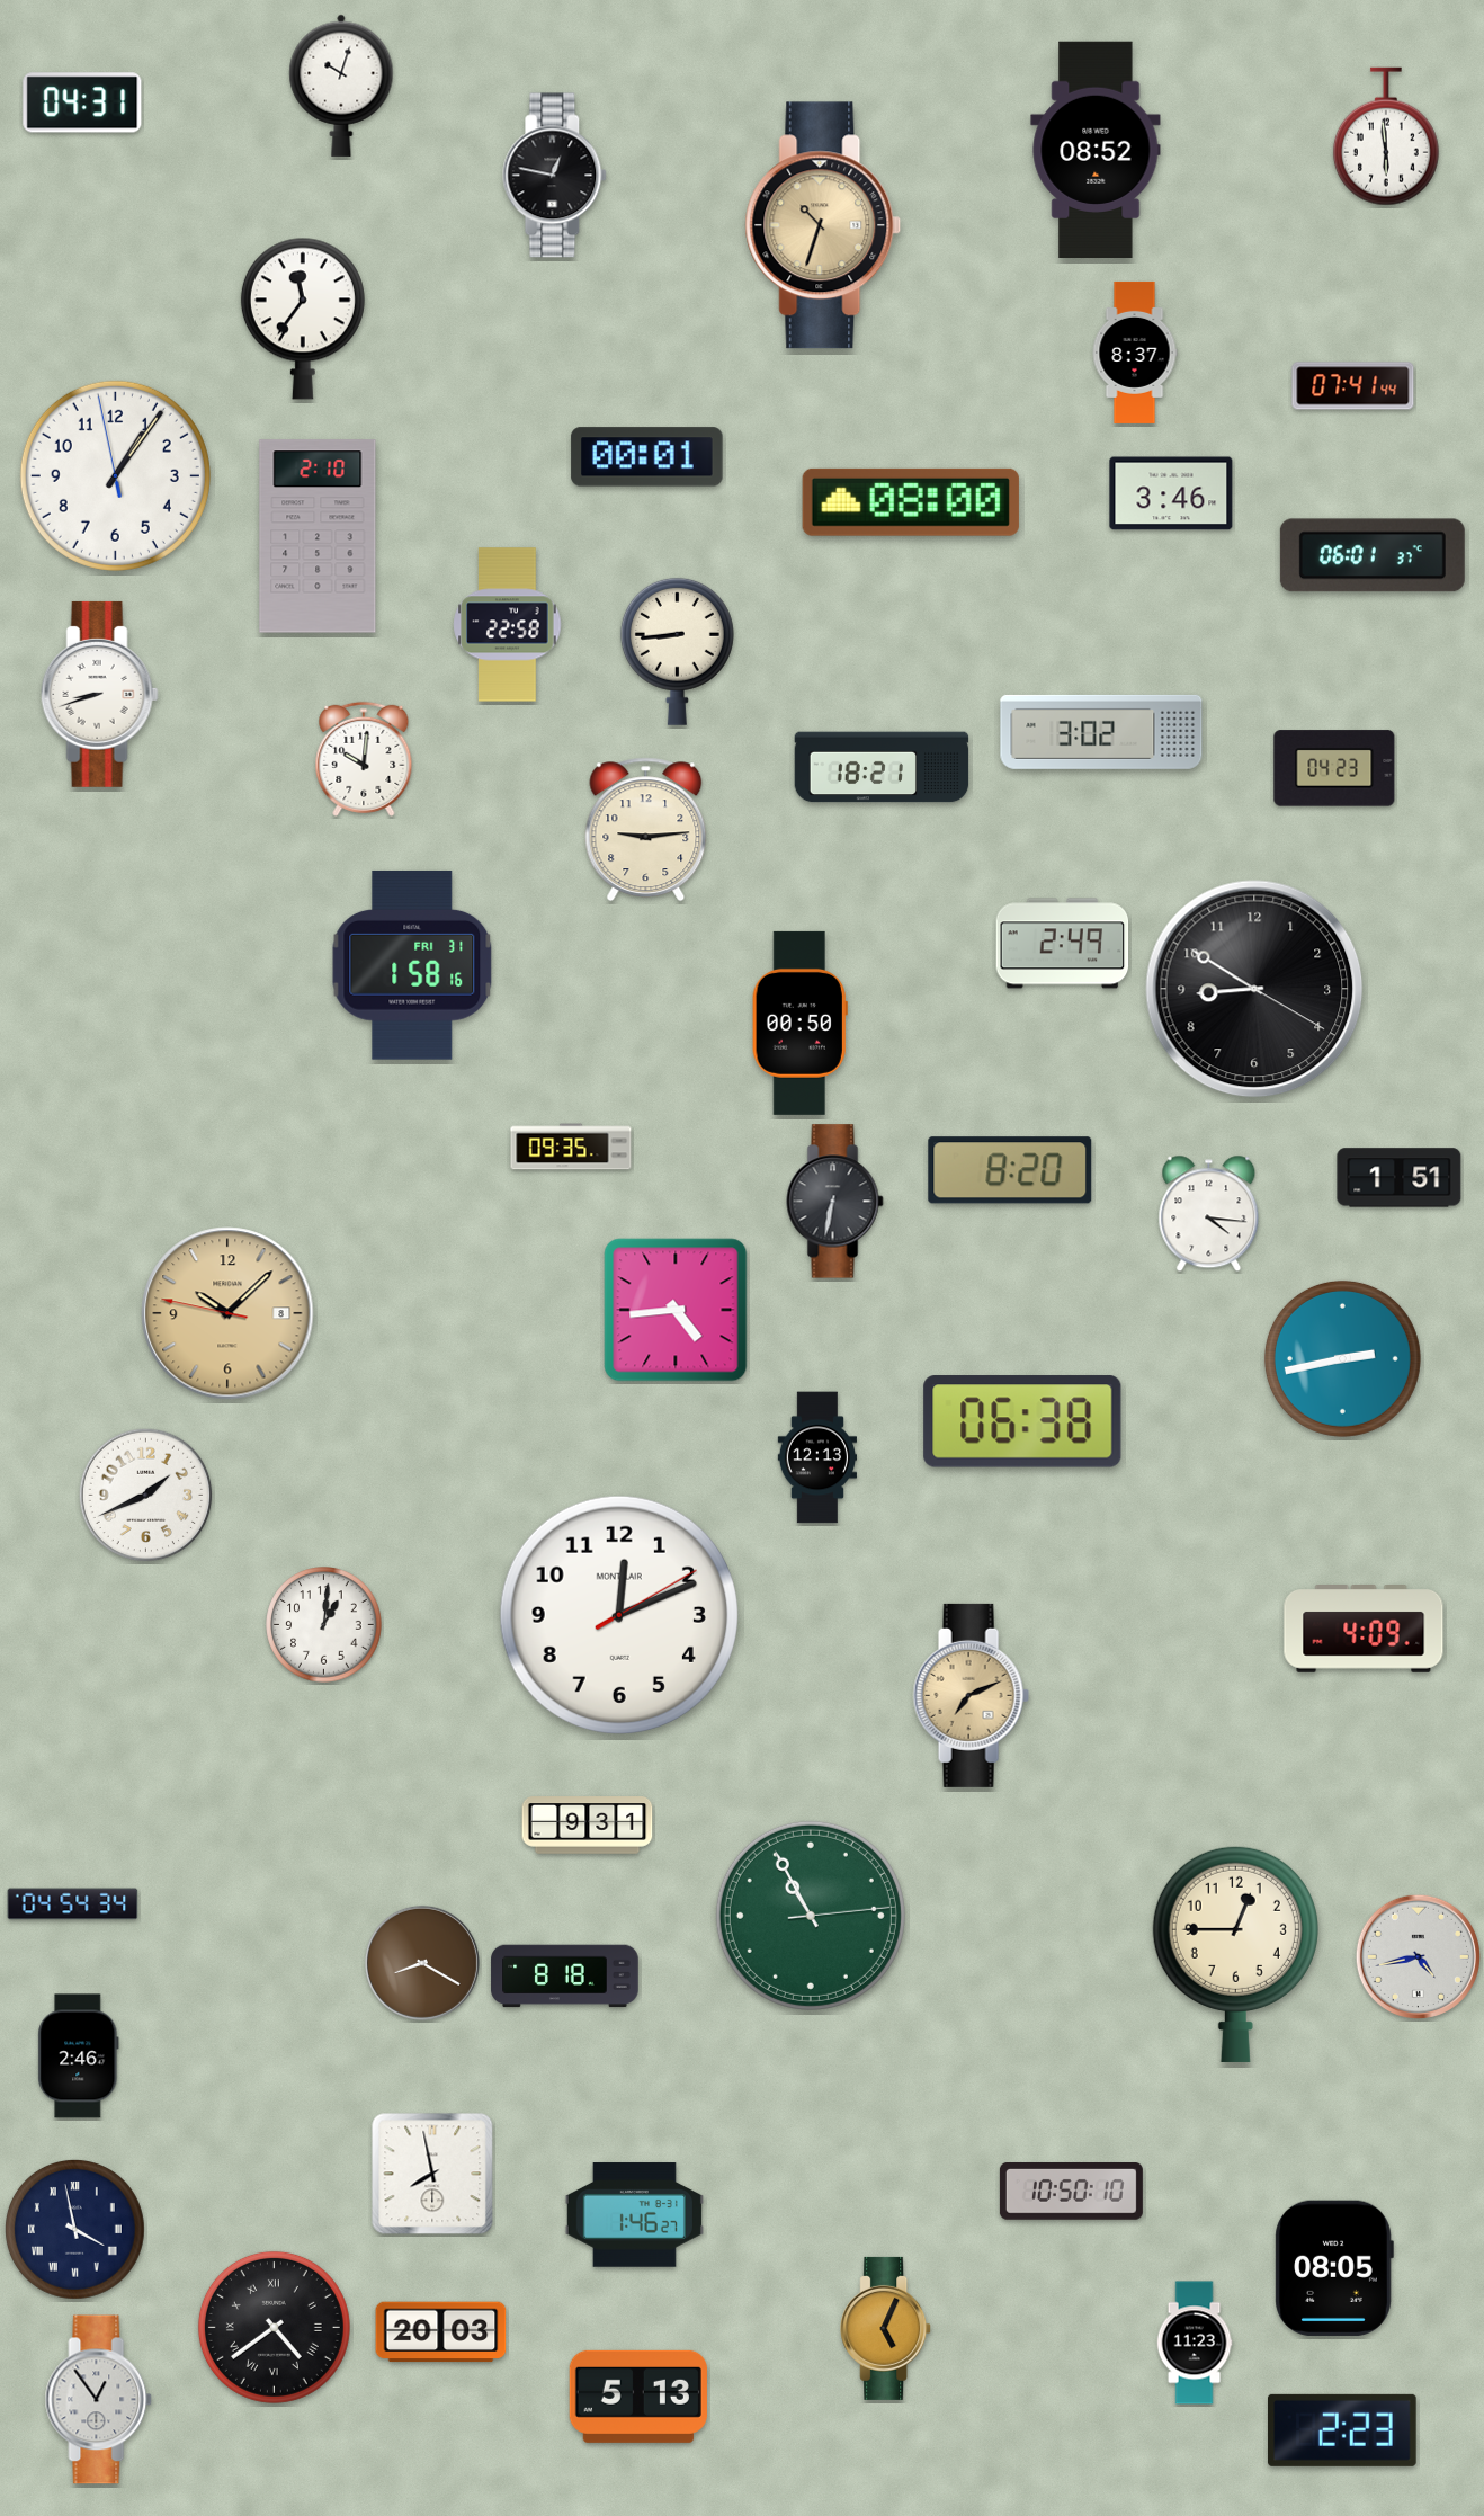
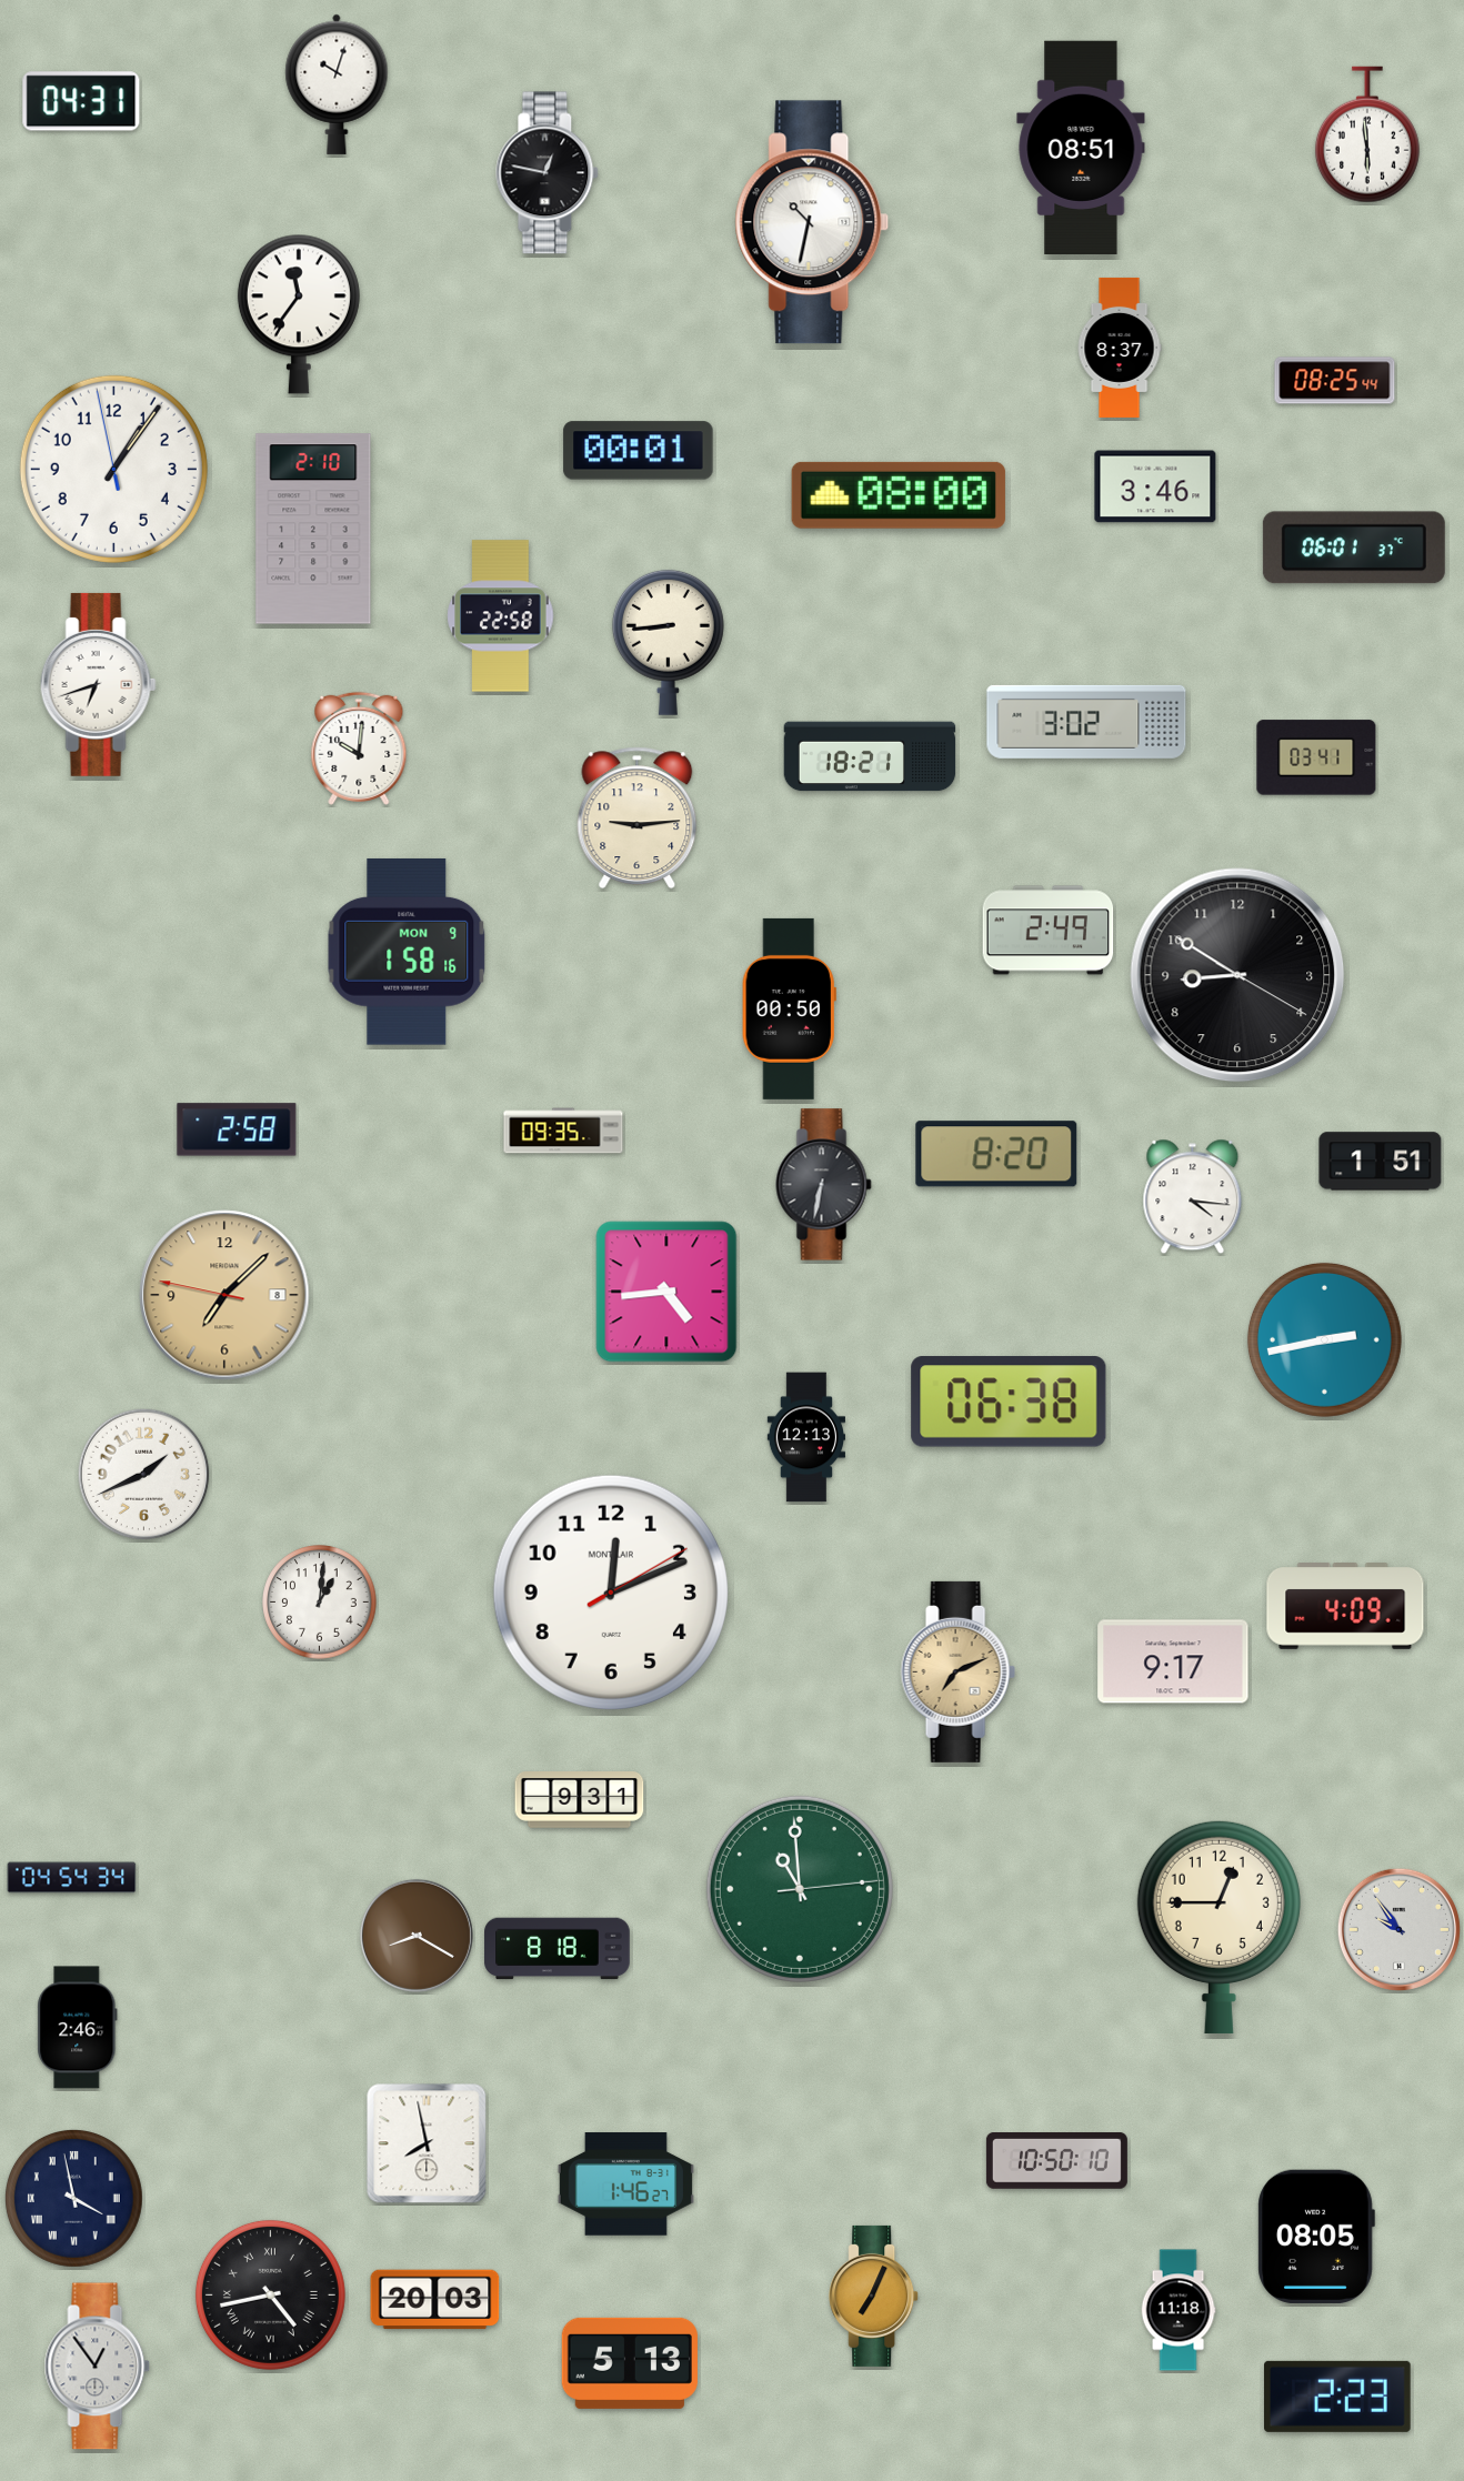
clock at (1096, 149): 08:52 -> 08:51
clock at (823, 225): 10:33 -> 10:32
clock at (823, 225) dial: champagne -> white
clock at (1353, 386): 07:41 -> 08:25
clock at (99, 694): 8:42 -> 6:42
clock at (1334, 768): 04:23 -> 03:41
clock at (412, 965) date: FRI 31 -> MON 9
clock at (237, 1129): none -> 2:58
clock at (227, 1313): 10:07 -> 7:07
clock at (1173, 1661): none -> 9:17
clock at (811, 1916): 10:55 -> 10:59
clock at (1418, 1956): 4:43 -> 9:54
clock at (274, 2327): 4:39 -> 4:43
clock at (886, 2328): 5:04 -> 7:04
clock at (1195, 2343): 11:23 -> 11:18
clock at (1343, 2430) position: (1343, 2430) -> (1338, 2397)
